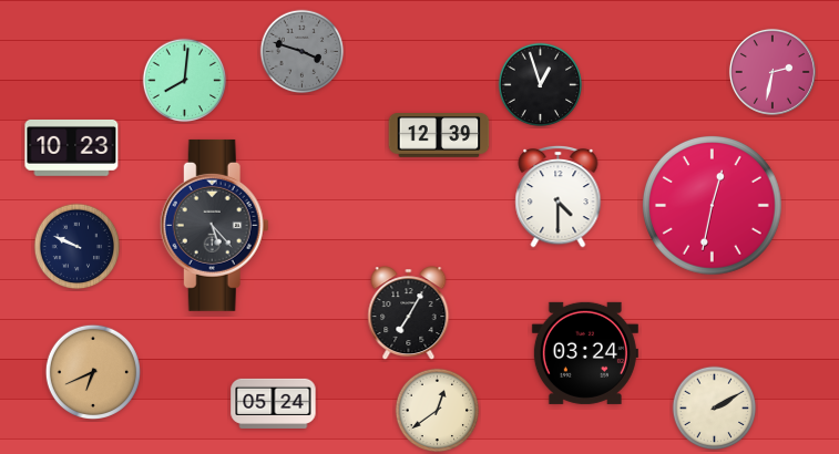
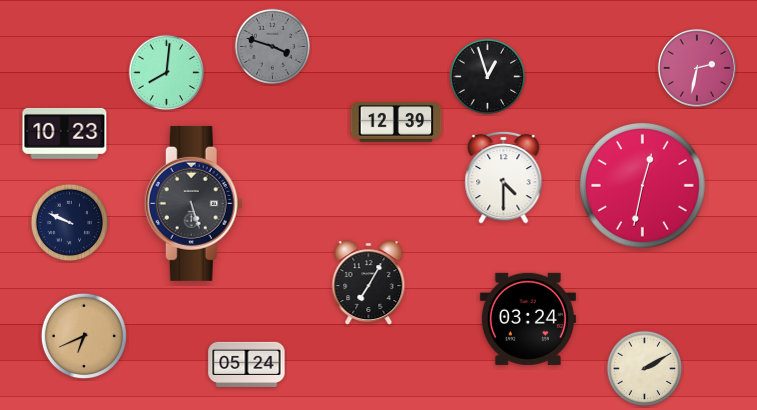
clock at (773, 72) position: (773, 72) -> (697, 68)
clock at (214, 225): 5:23 -> 5:27
clock at (438, 411): 12:39 -> none
